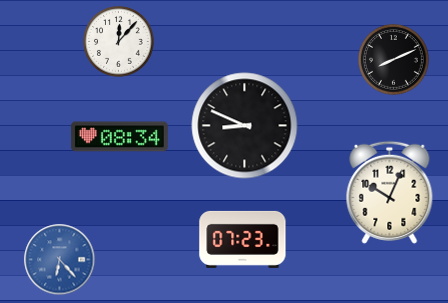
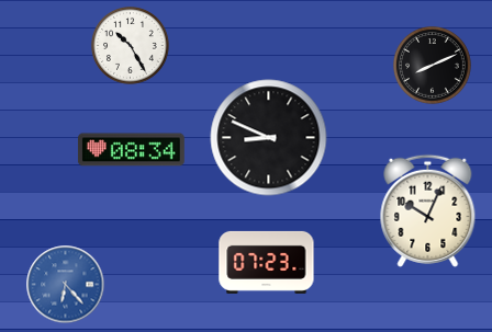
clock at (119, 42): 12:07 -> 10:25
